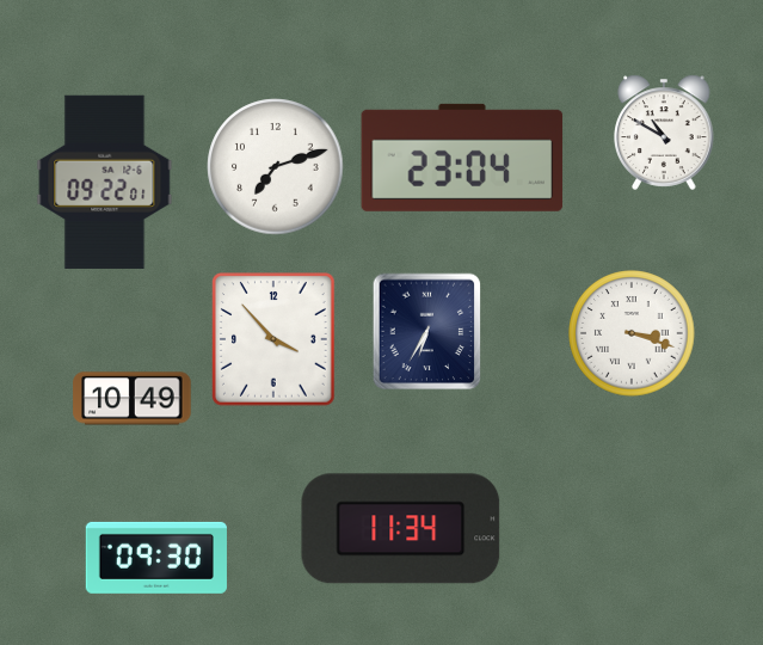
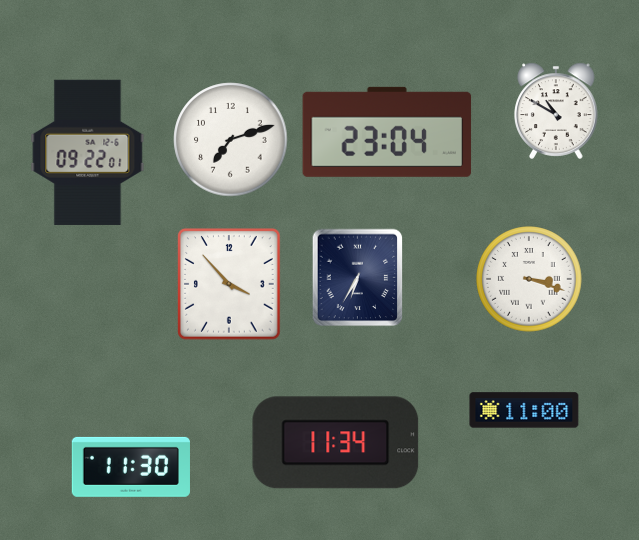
clock at (133, 399): 10:49 -> none
clock at (524, 410): none -> 11:00
clock at (156, 558): 09:30 -> 11:30
